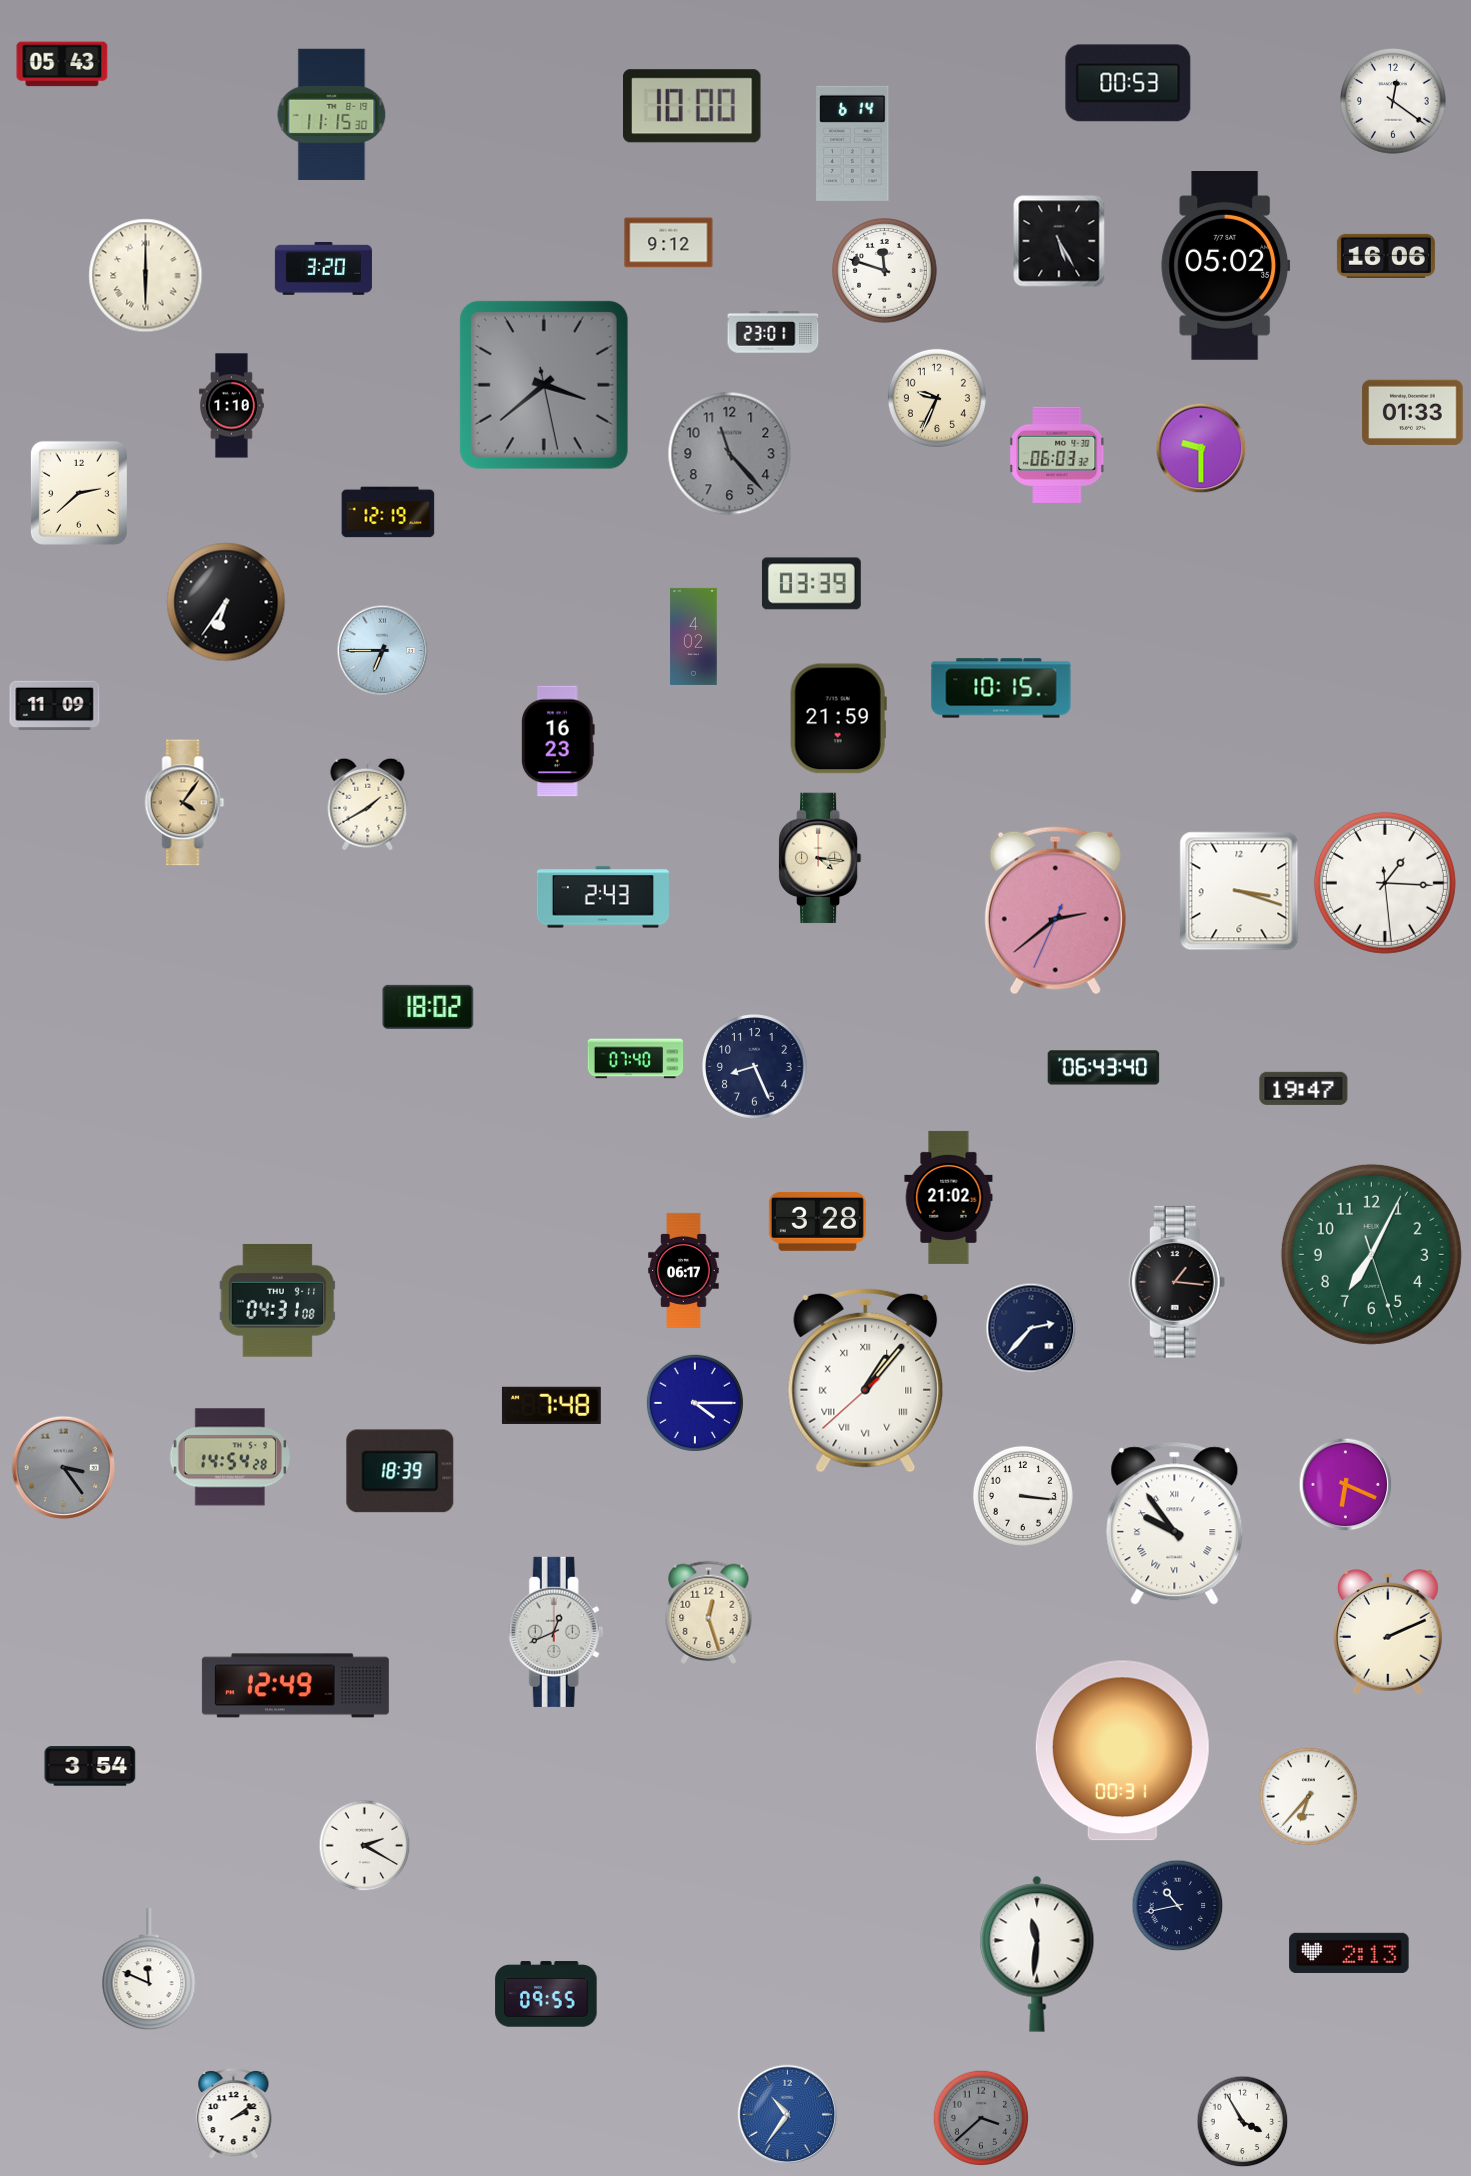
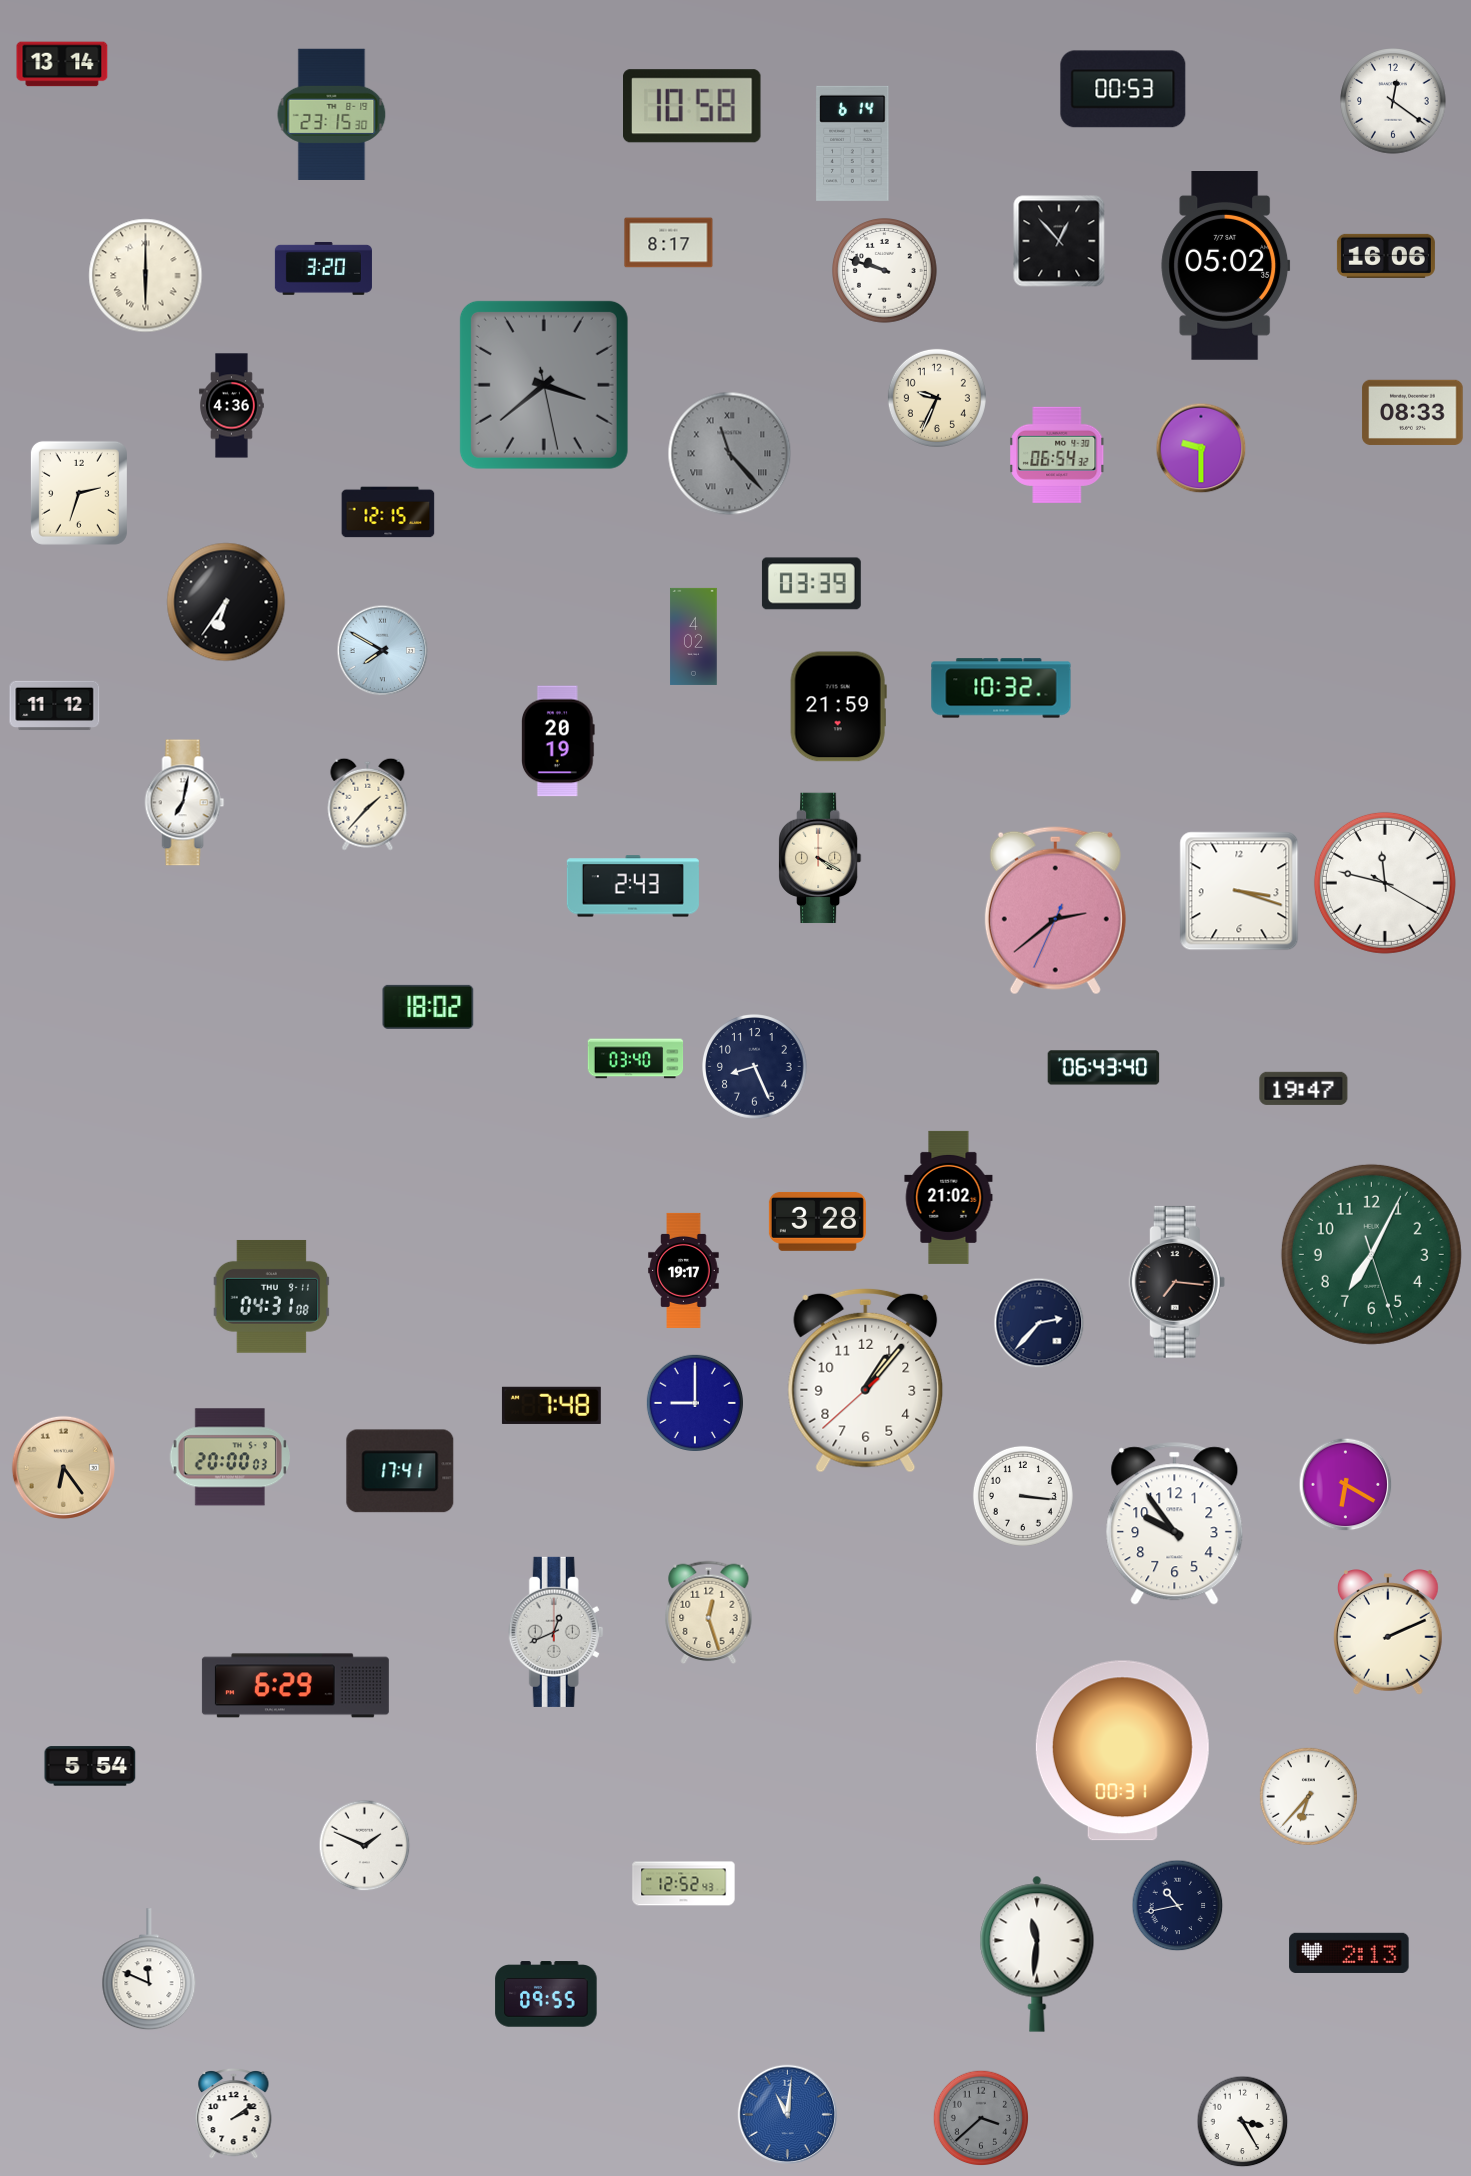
clock at (62, 64): 05:43 -> 13:14
clock at (1128, 83) position: (1128, 83) -> (1123, 89)
clock at (693, 106): 10:00 -> 10:58
clock at (332, 114): 11:15 -> 23:15
clock at (1059, 241): 5:25 -> 12:53
clock at (669, 243): 9:12 -> 8:17
clock at (885, 271): 11:48 -> 9:48
clock at (773, 332): 23:01 -> none
clock at (232, 406): 1:10 -> 4:36
clock at (1413, 412): 01:33 -> 08:33
clock at (730, 454) numerals: Arabic -> Roman
clock at (1057, 455): 06:03 -> 06:54
clock at (79, 493): 2:38 -> 2:33
clock at (388, 512): 12:19 -> 12:15
clock at (383, 651): 6:45 -> 7:50
clock at (1001, 688): 10:15 -> 10:32
clock at (55, 706): 11:09 -> 11:12
clock at (838, 719) position: (838, 719) -> (838, 707)
clock at (559, 741): 16:23 -> 20:19
clock at (185, 803): 4:06 -> 7:02
clock at (185, 803) dial: champagne -> white
clock at (368, 804): 1:40 -> 1:37
clock at (821, 858): 4:16 -> 4:20
clock at (1385, 883): 1:15 -> 11:47
clock at (603, 897) position: (603, 897) -> (633, 886)
clock at (636, 1059): 07:40 -> 03:40
clock at (684, 1270): 06:17 -> 19:17
clock at (1177, 1282): 1:16 -> 7:16
clock at (278, 1300) position: (278, 1300) -> (272, 1296)
clock at (1031, 1328) position: (1031, 1328) -> (1039, 1323)
clock at (866, 1380) numerals: Roman -> Arabic
clock at (695, 1403): 4:15 -> 9:00
clock at (229, 1457): 14:54 -> 20:00
clock at (63, 1467): 3:24 -> 6:24
clock at (63, 1467) dial: grey -> champagne
clock at (400, 1471): 18:39 -> 17:41
clock at (1346, 1485): 6:19 -> 6:20
clock at (1175, 1524) numerals: Roman -> Arabic
clock at (295, 1686): 12:49 -> 6:29
clock at (90, 1766): 3:54 -> 5:54
clock at (365, 1846): 2:20 -> 1:49
clock at (684, 1884): none -> 12:52
clock at (787, 2114): 10:36 -> 11:01
clock at (1243, 2122): 3:55 -> 3:25
